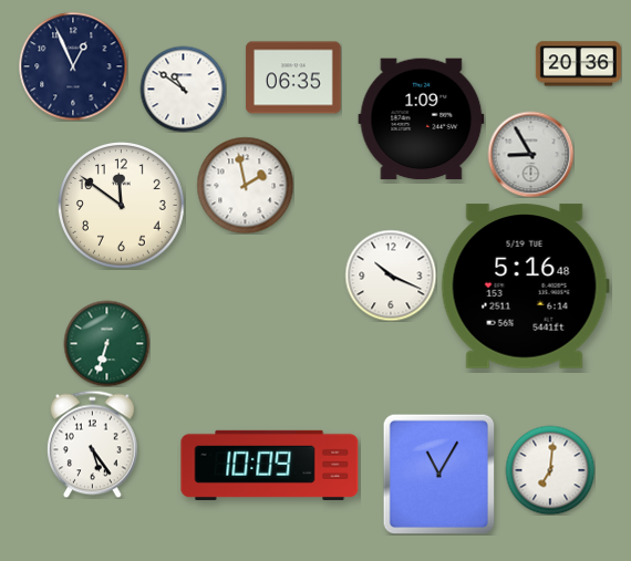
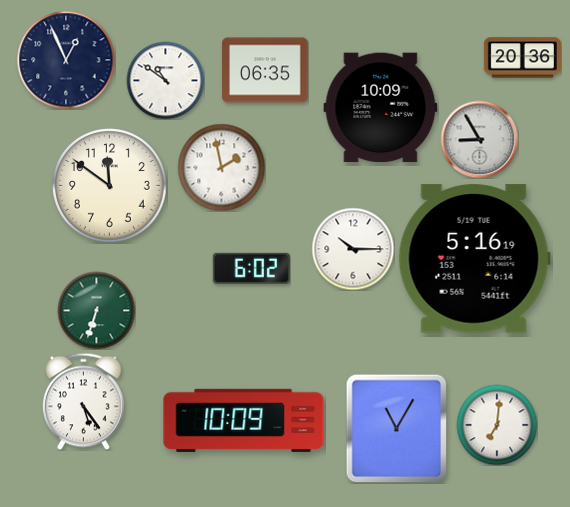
clock at (422, 120): 1:09 -> 10:09
clock at (391, 276): 10:19 -> 10:15
clock at (525, 287): 5:16:48 -> 5:16:19
clock at (251, 268): none -> 6:02
